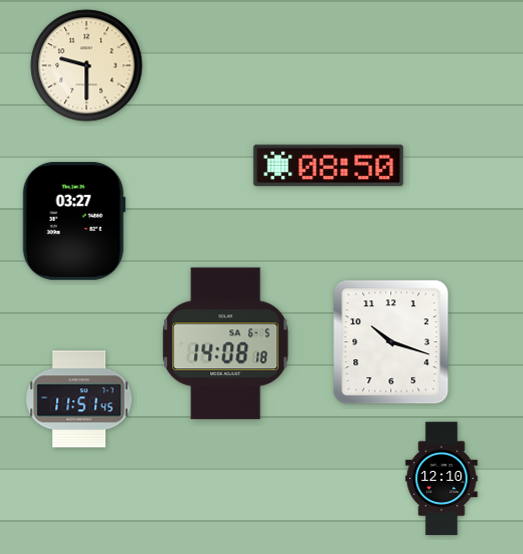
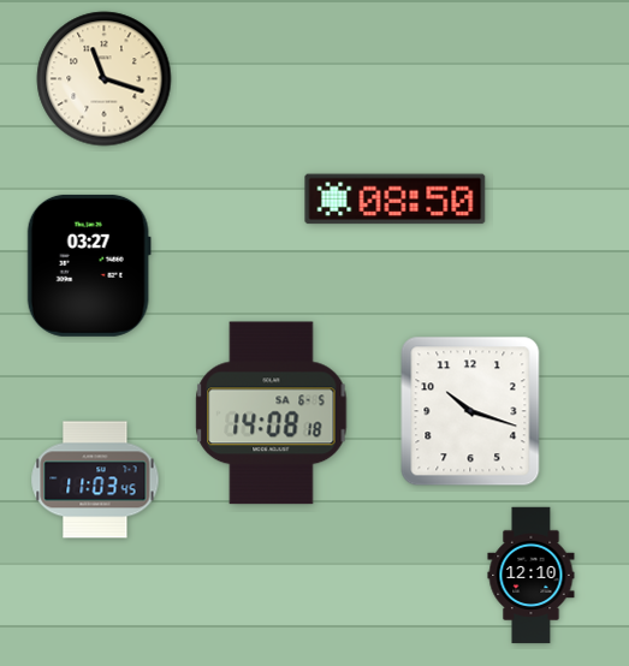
clock at (87, 66): 9:30 -> 11:18
clock at (79, 399): 11:51 -> 11:03
